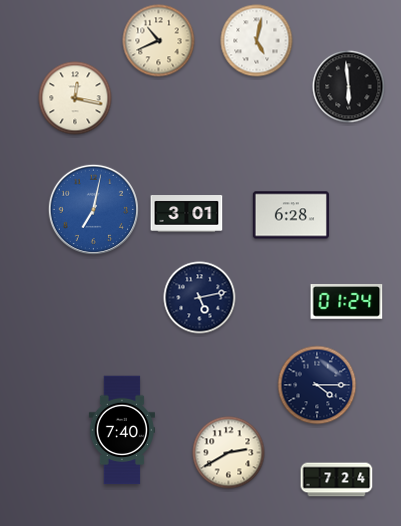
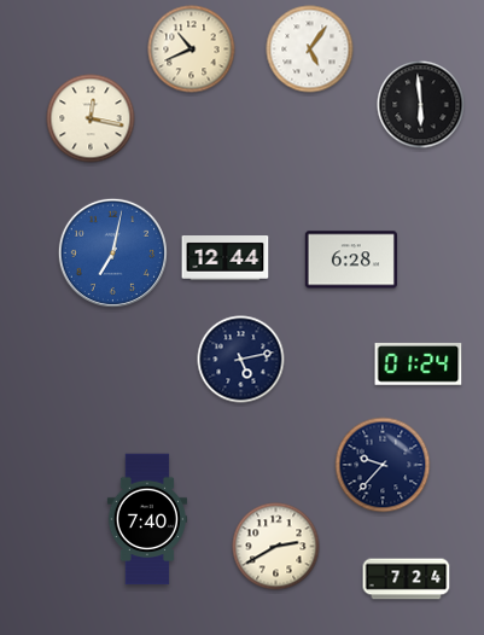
clock at (257, 41): 5:02 -> 5:06
clock at (187, 214): 3:01 -> 12:44
clock at (317, 385): 4:15 -> 9:37
